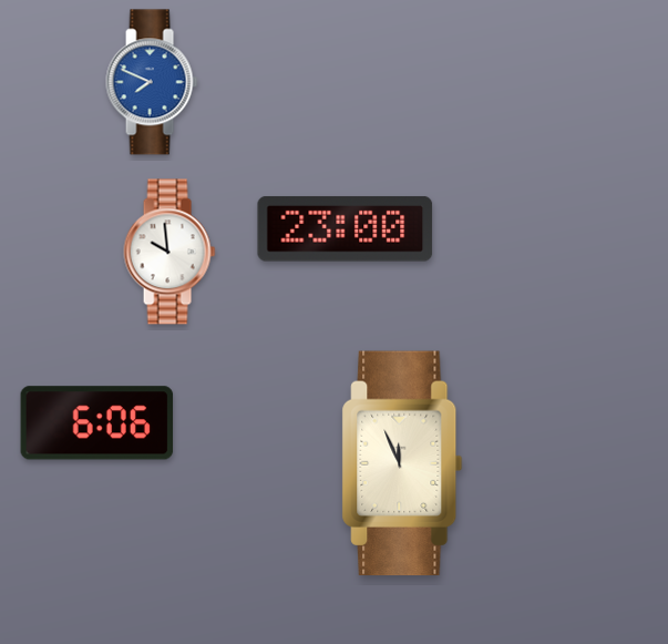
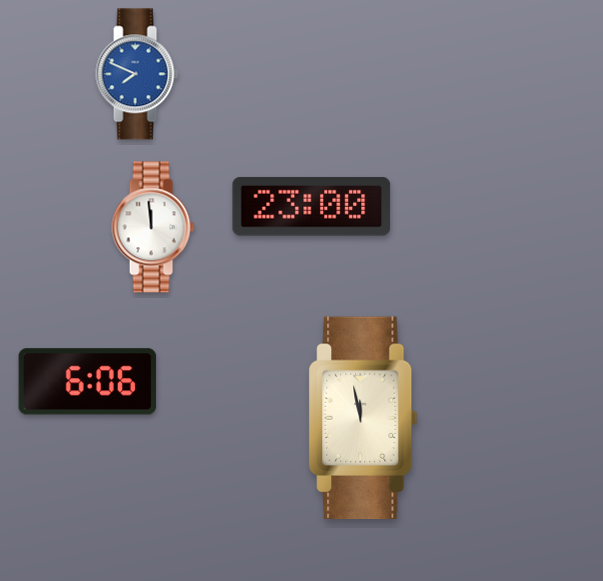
clock at (169, 252): 9:59 -> 11:59
clock at (402, 463): 11:56 -> 11:58
